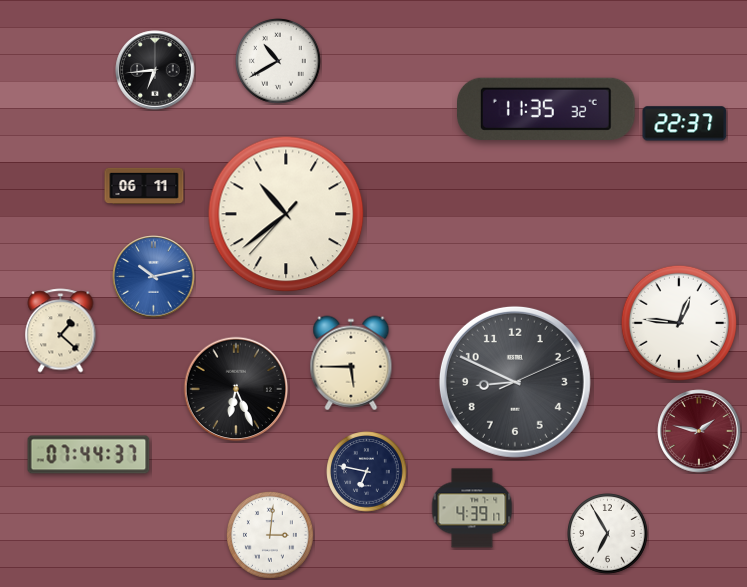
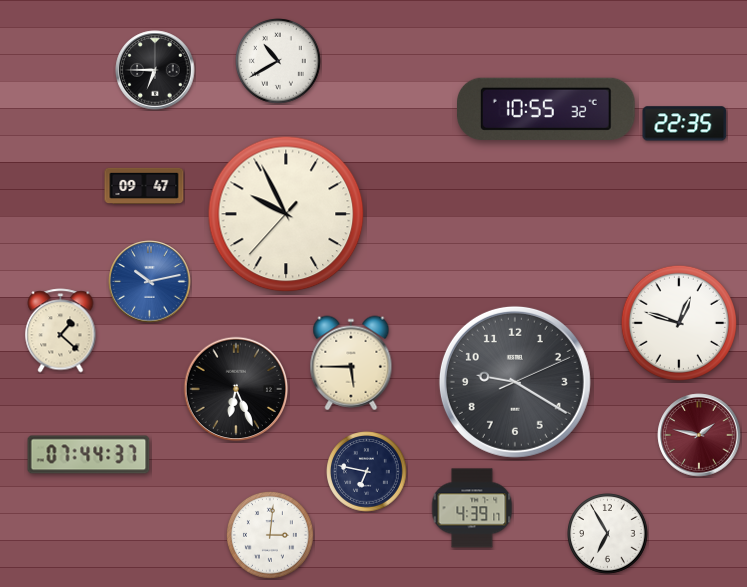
clock at (155, 70): 6:44 -> 6:45
clock at (547, 109): 11:35 -> 10:55
clock at (685, 124): 22:37 -> 22:35
clock at (144, 185): 06:11 -> 09:47
clock at (286, 214): 10:38 -> 9:55
clock at (154, 277) position: (154, 277) -> (150, 282)
clock at (679, 323): 12:46 -> 12:48
clock at (515, 382): 8:49 -> 9:20
clock at (699, 431) position: (699, 431) -> (699, 435)
